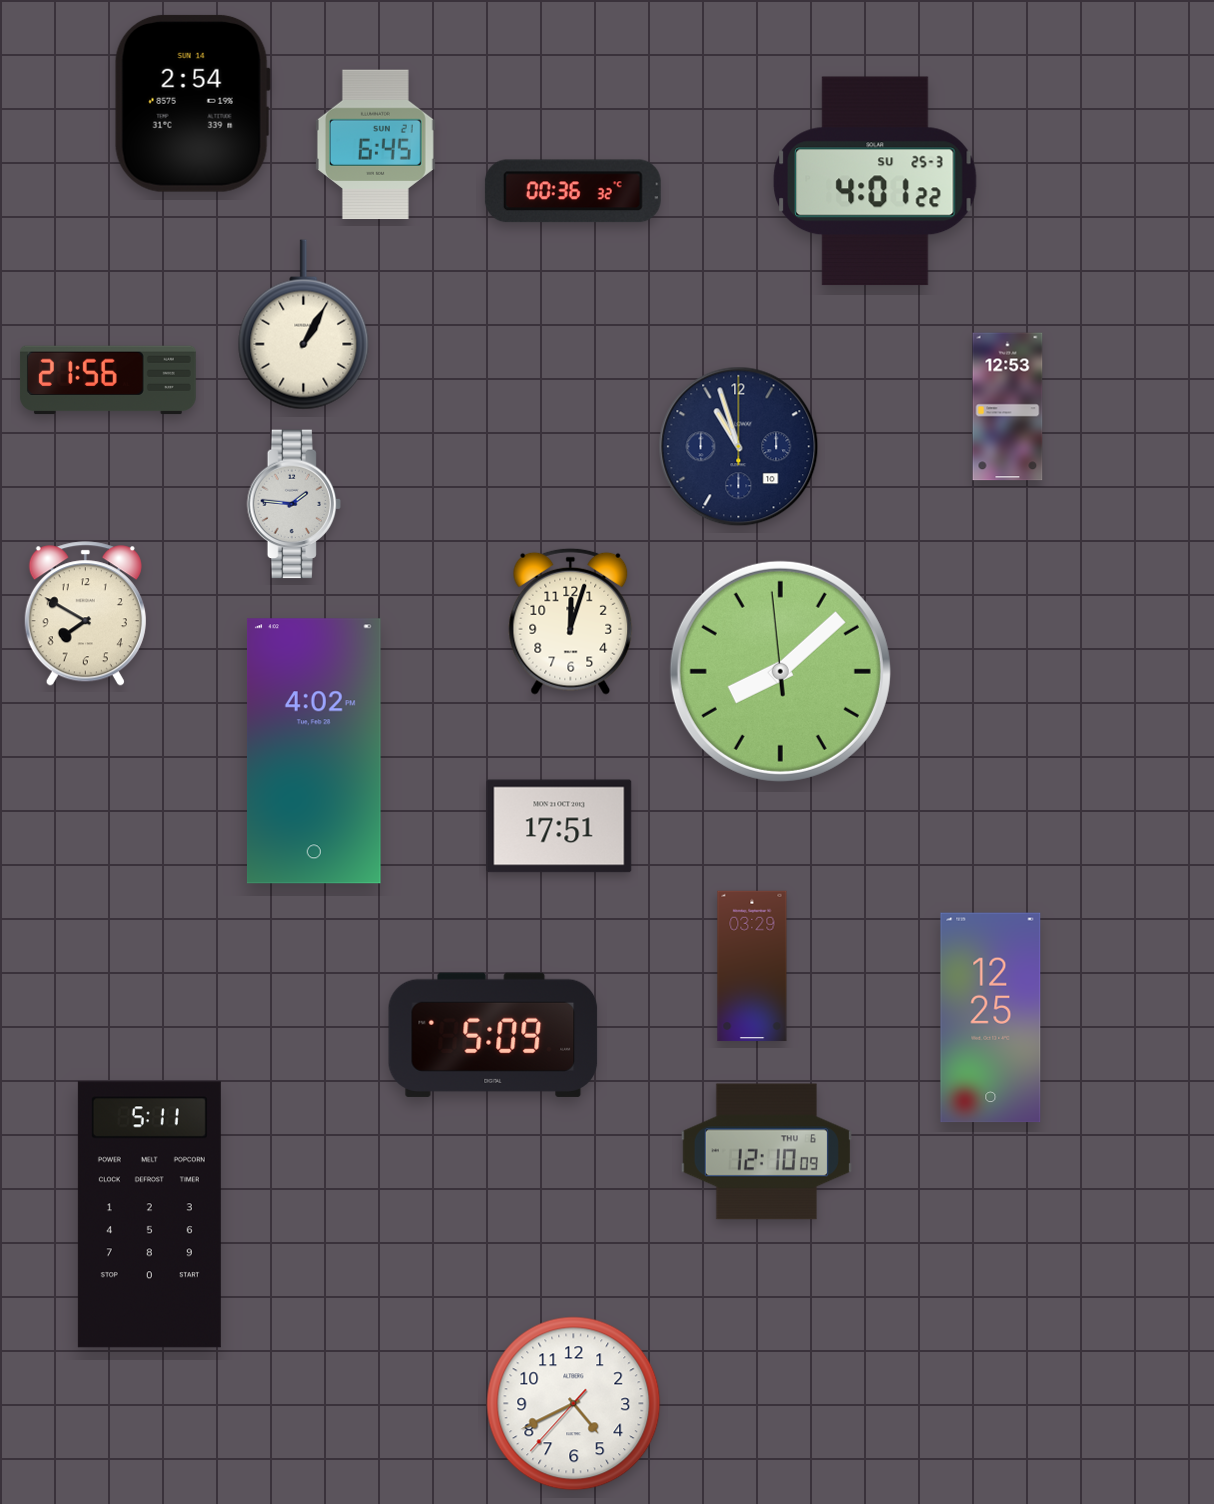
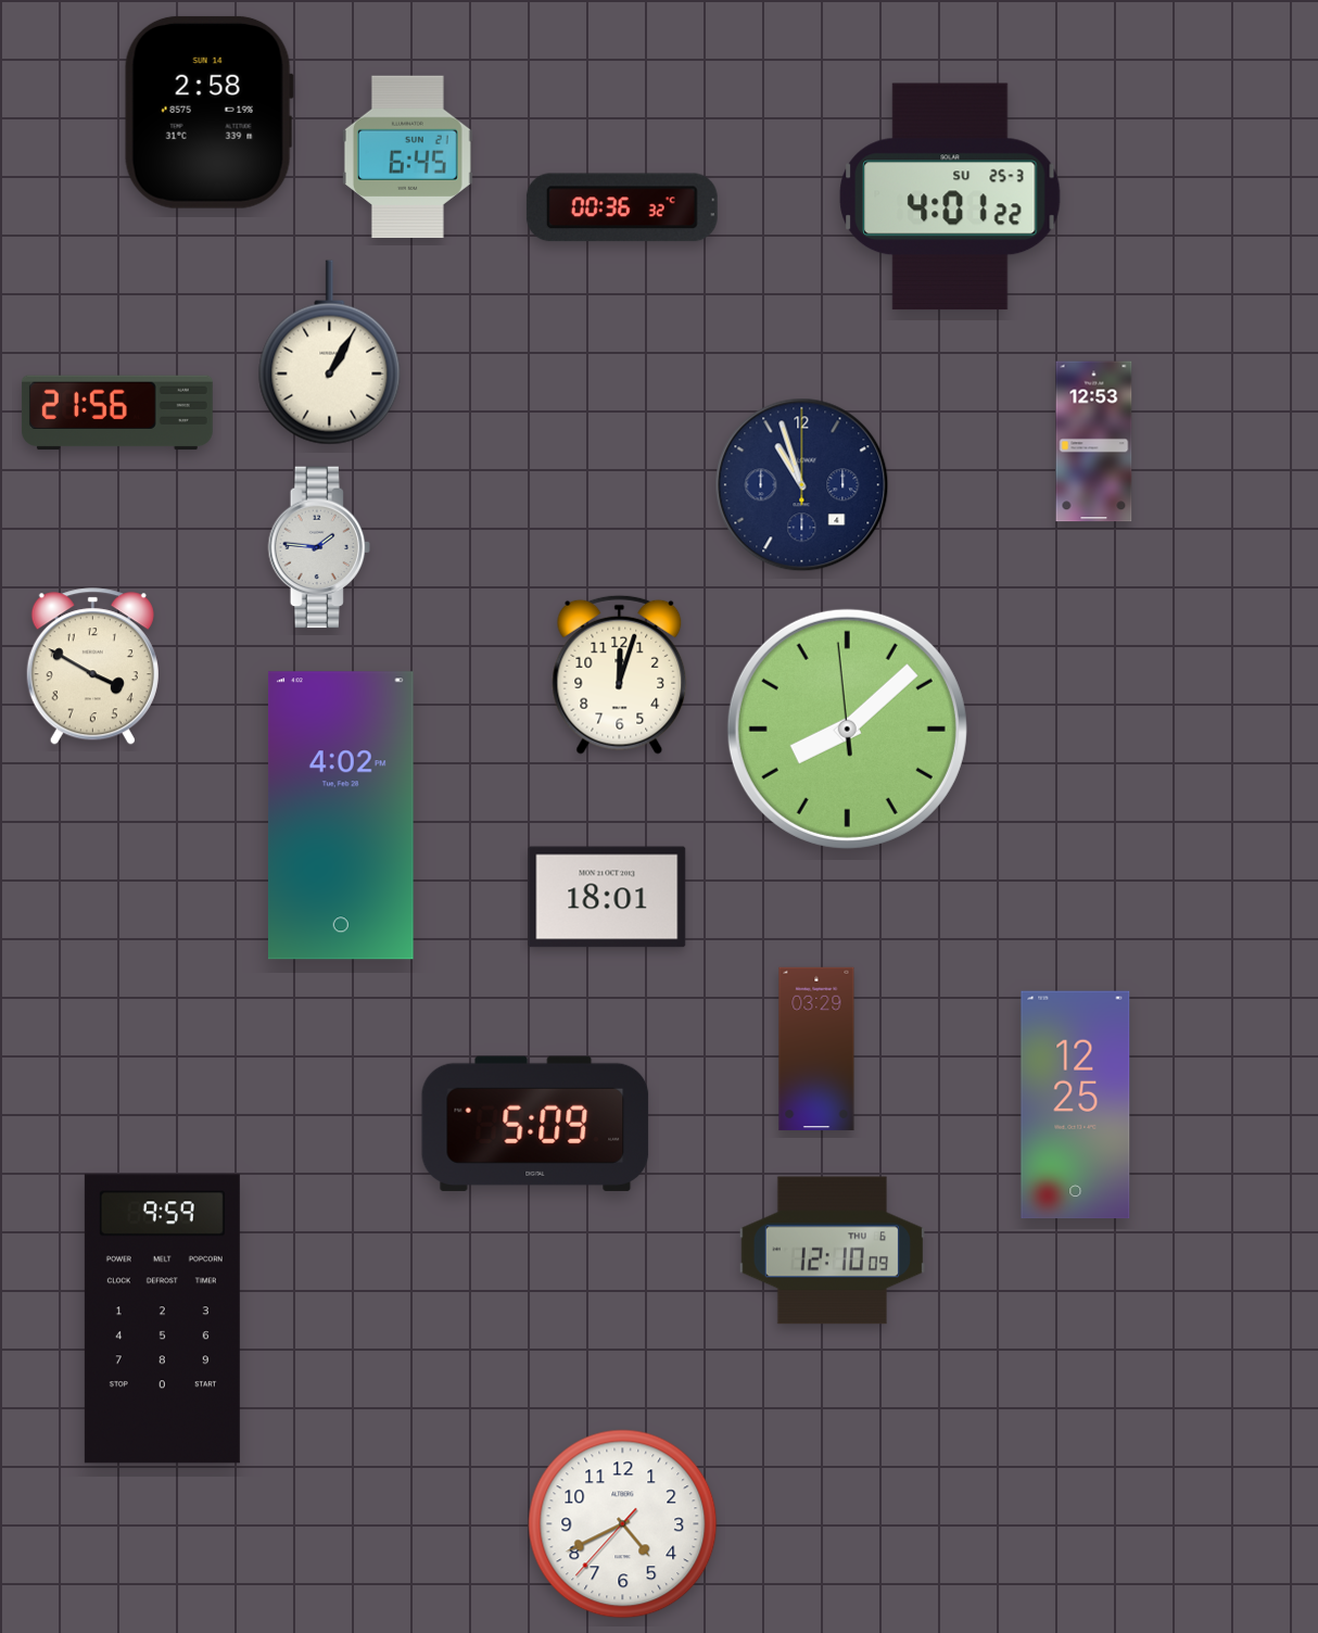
clock at (192, 103): 2:54 -> 2:58
clock at (739, 447) date: 10 -> 4
clock at (85, 614): 7:50 -> 3:50
clock at (559, 826): 17:51 -> 18:01
clock at (149, 1215): 5:11 -> 9:59
